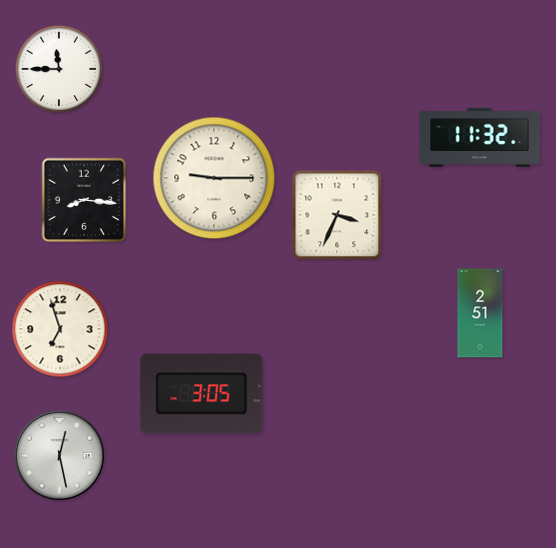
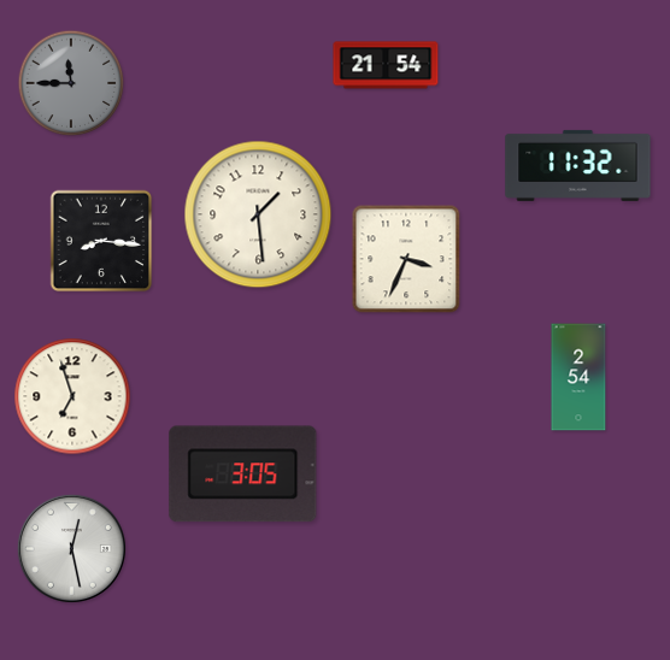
clock at (386, 65): none -> 21:54
clock at (59, 69) dial: white -> grey
clock at (214, 178): 9:15 -> 1:29
clock at (480, 313): 2:51 -> 2:54
